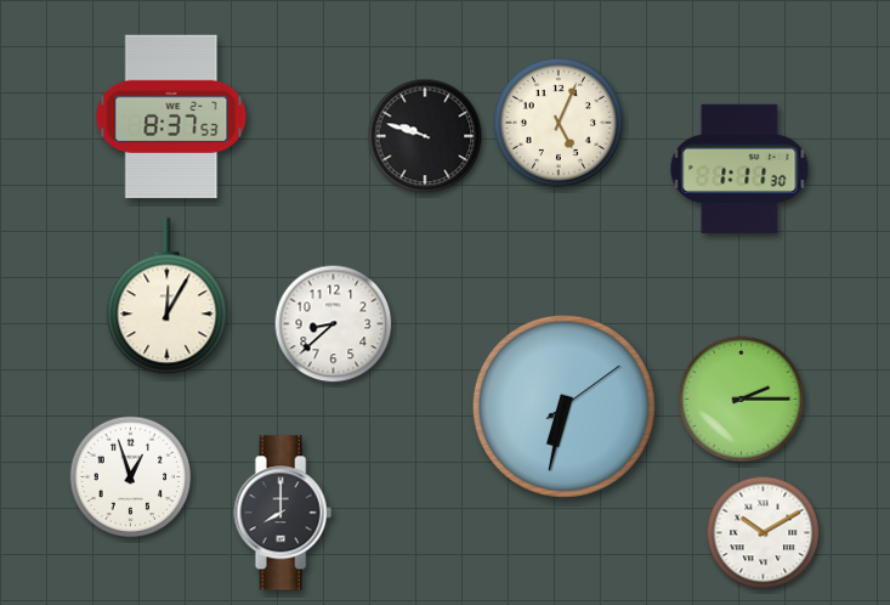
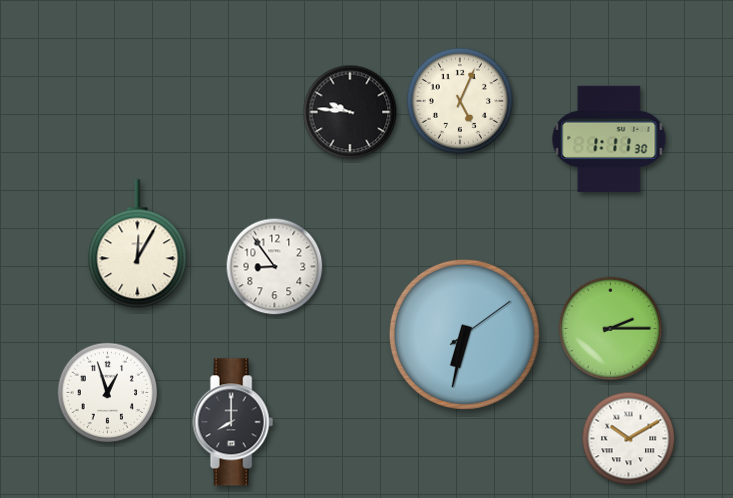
clock at (171, 117): 8:37 -> none
clock at (425, 136): 9:48 -> 9:46
clock at (334, 324): 8:38 -> 8:54
